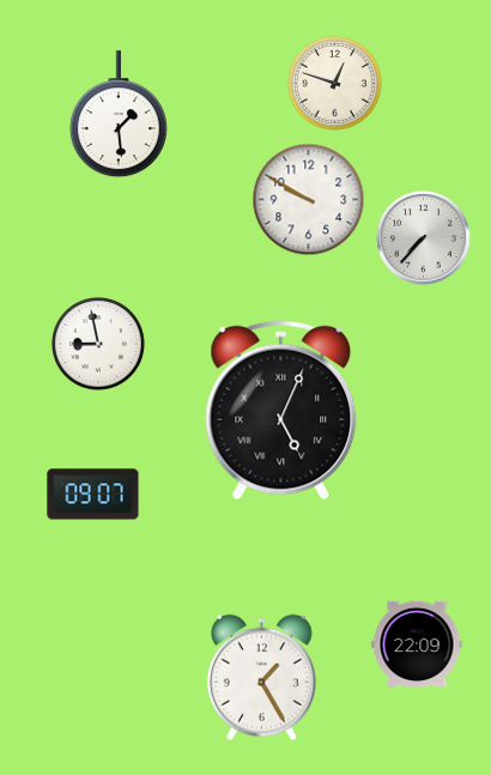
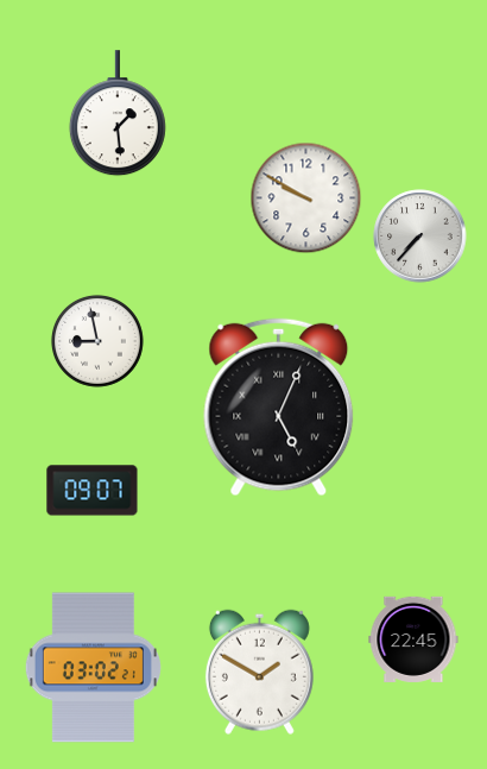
clock at (335, 84): 12:48 -> none
clock at (417, 644): 22:09 -> 22:45
clock at (93, 668): none -> 03:02
clock at (261, 677): 1:25 -> 1:50
